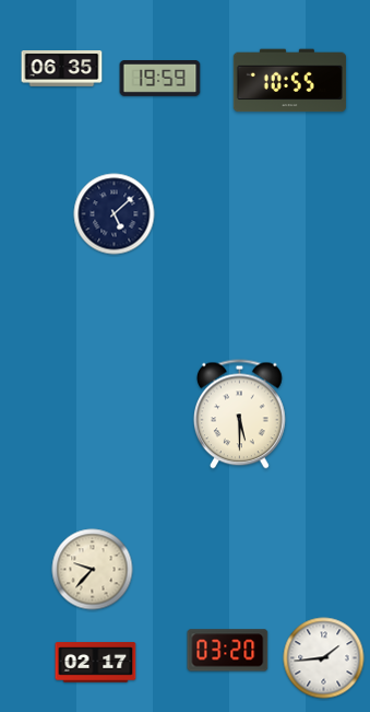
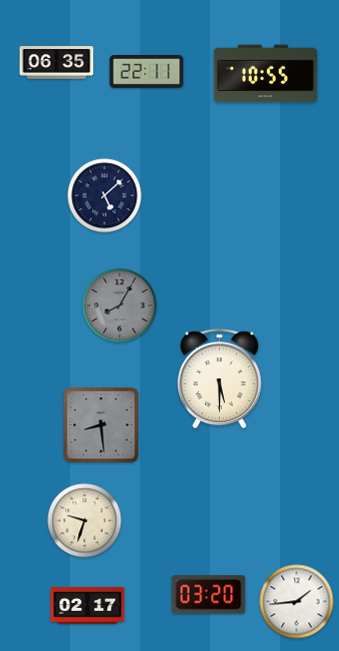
clock at (160, 79): 19:59 -> 22:11
clock at (120, 306): none -> 8:05
clock at (101, 425): none -> 8:29
clock at (93, 570): 9:37 -> 9:33
